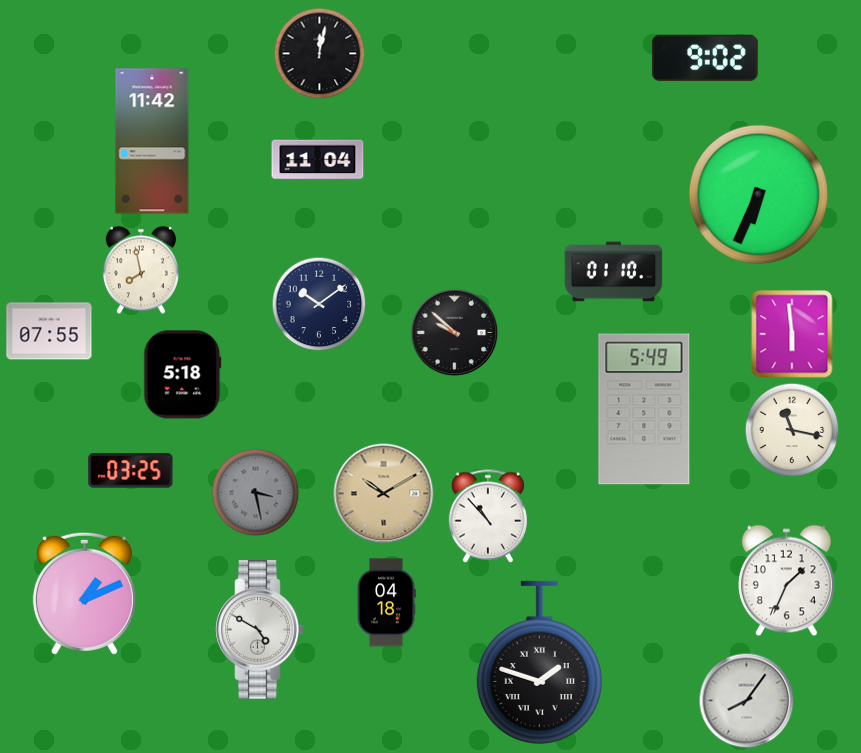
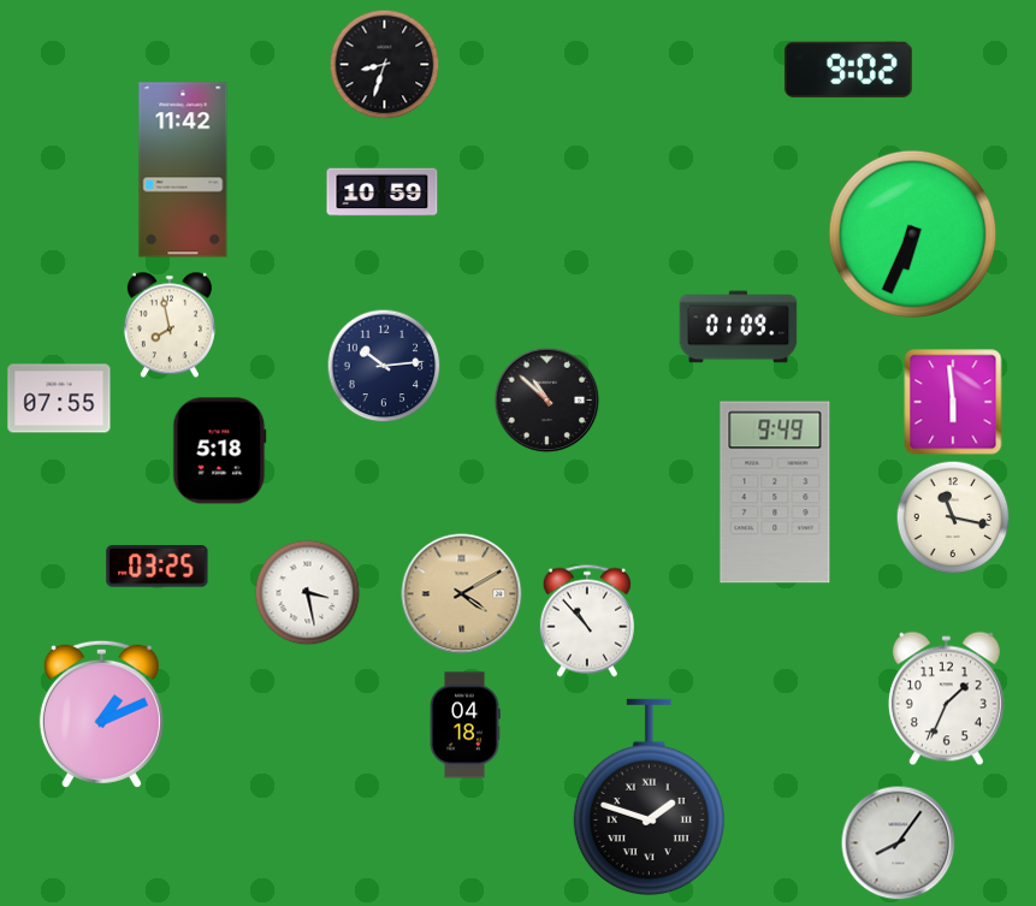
clock at (320, 54): 12:02 -> 8:33
clock at (318, 160): 11:04 -> 10:59
clock at (614, 272): 01:10 -> 01:09
clock at (319, 304): 10:09 -> 10:14
clock at (455, 333): 9:52 -> 10:52
clock at (644, 409): 5:49 -> 9:49
clock at (256, 493) dial: grey -> white
clock at (384, 494): 10:10 -> 4:10
clock at (260, 630): 4:50 -> none
